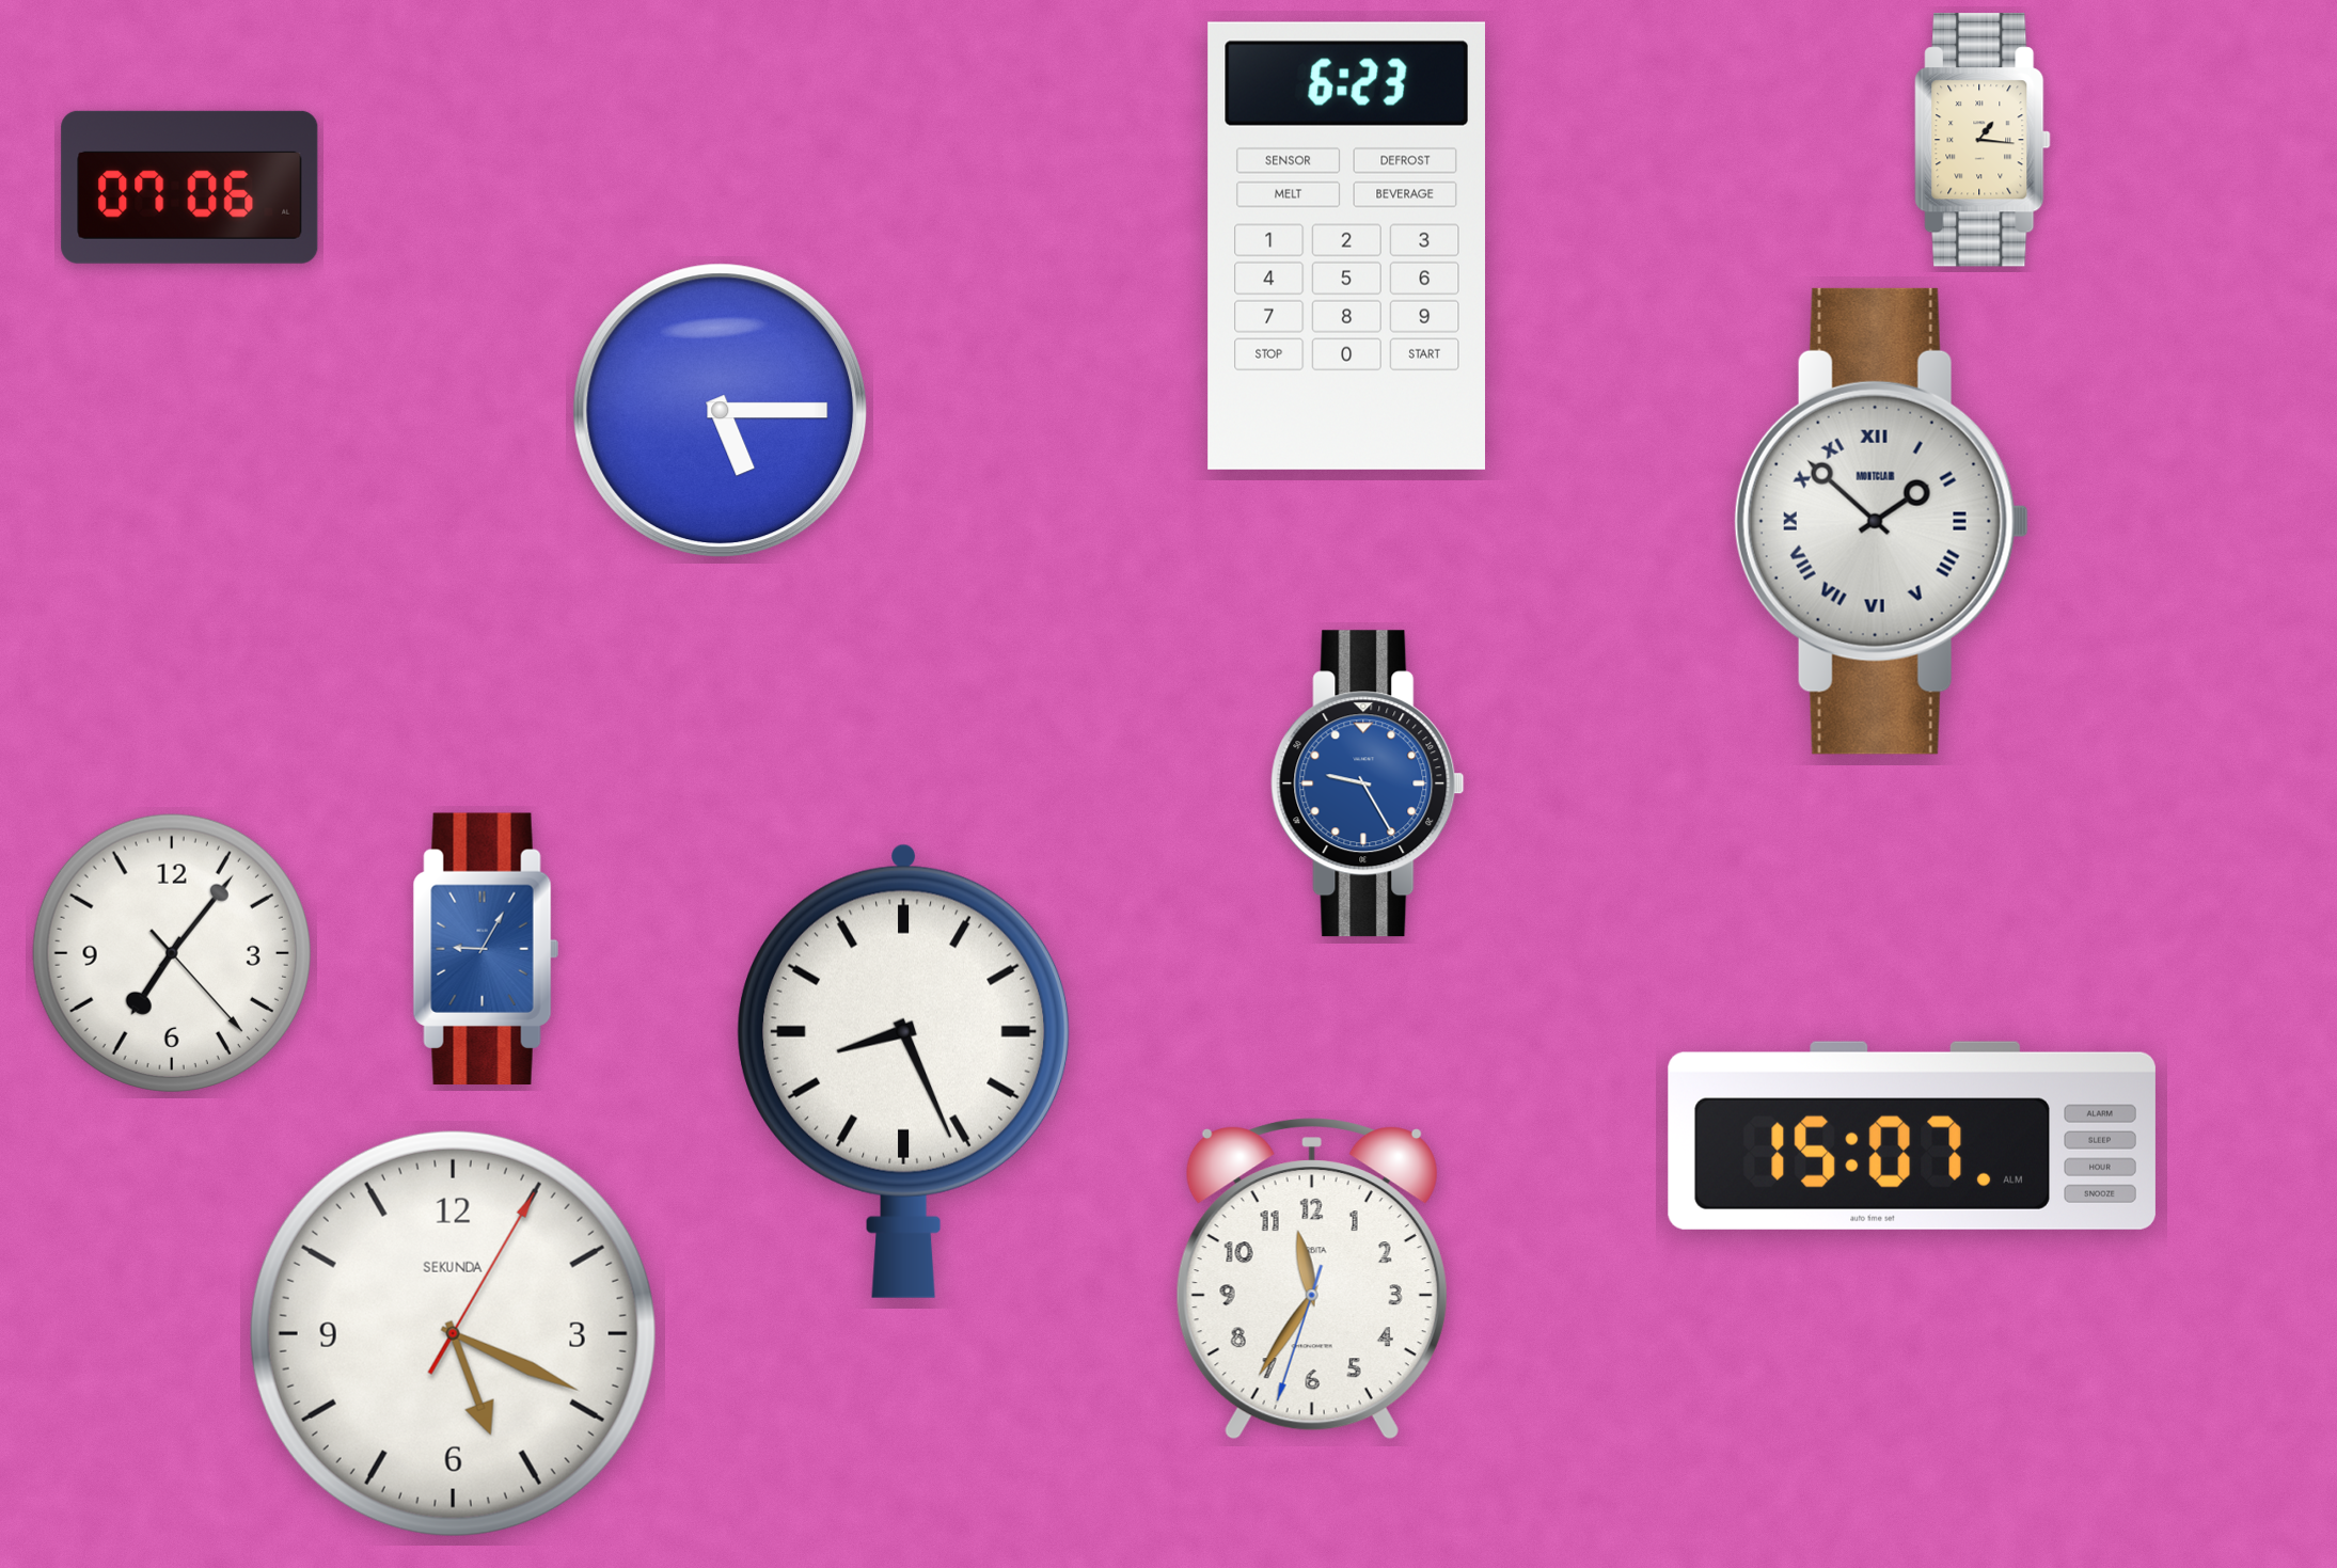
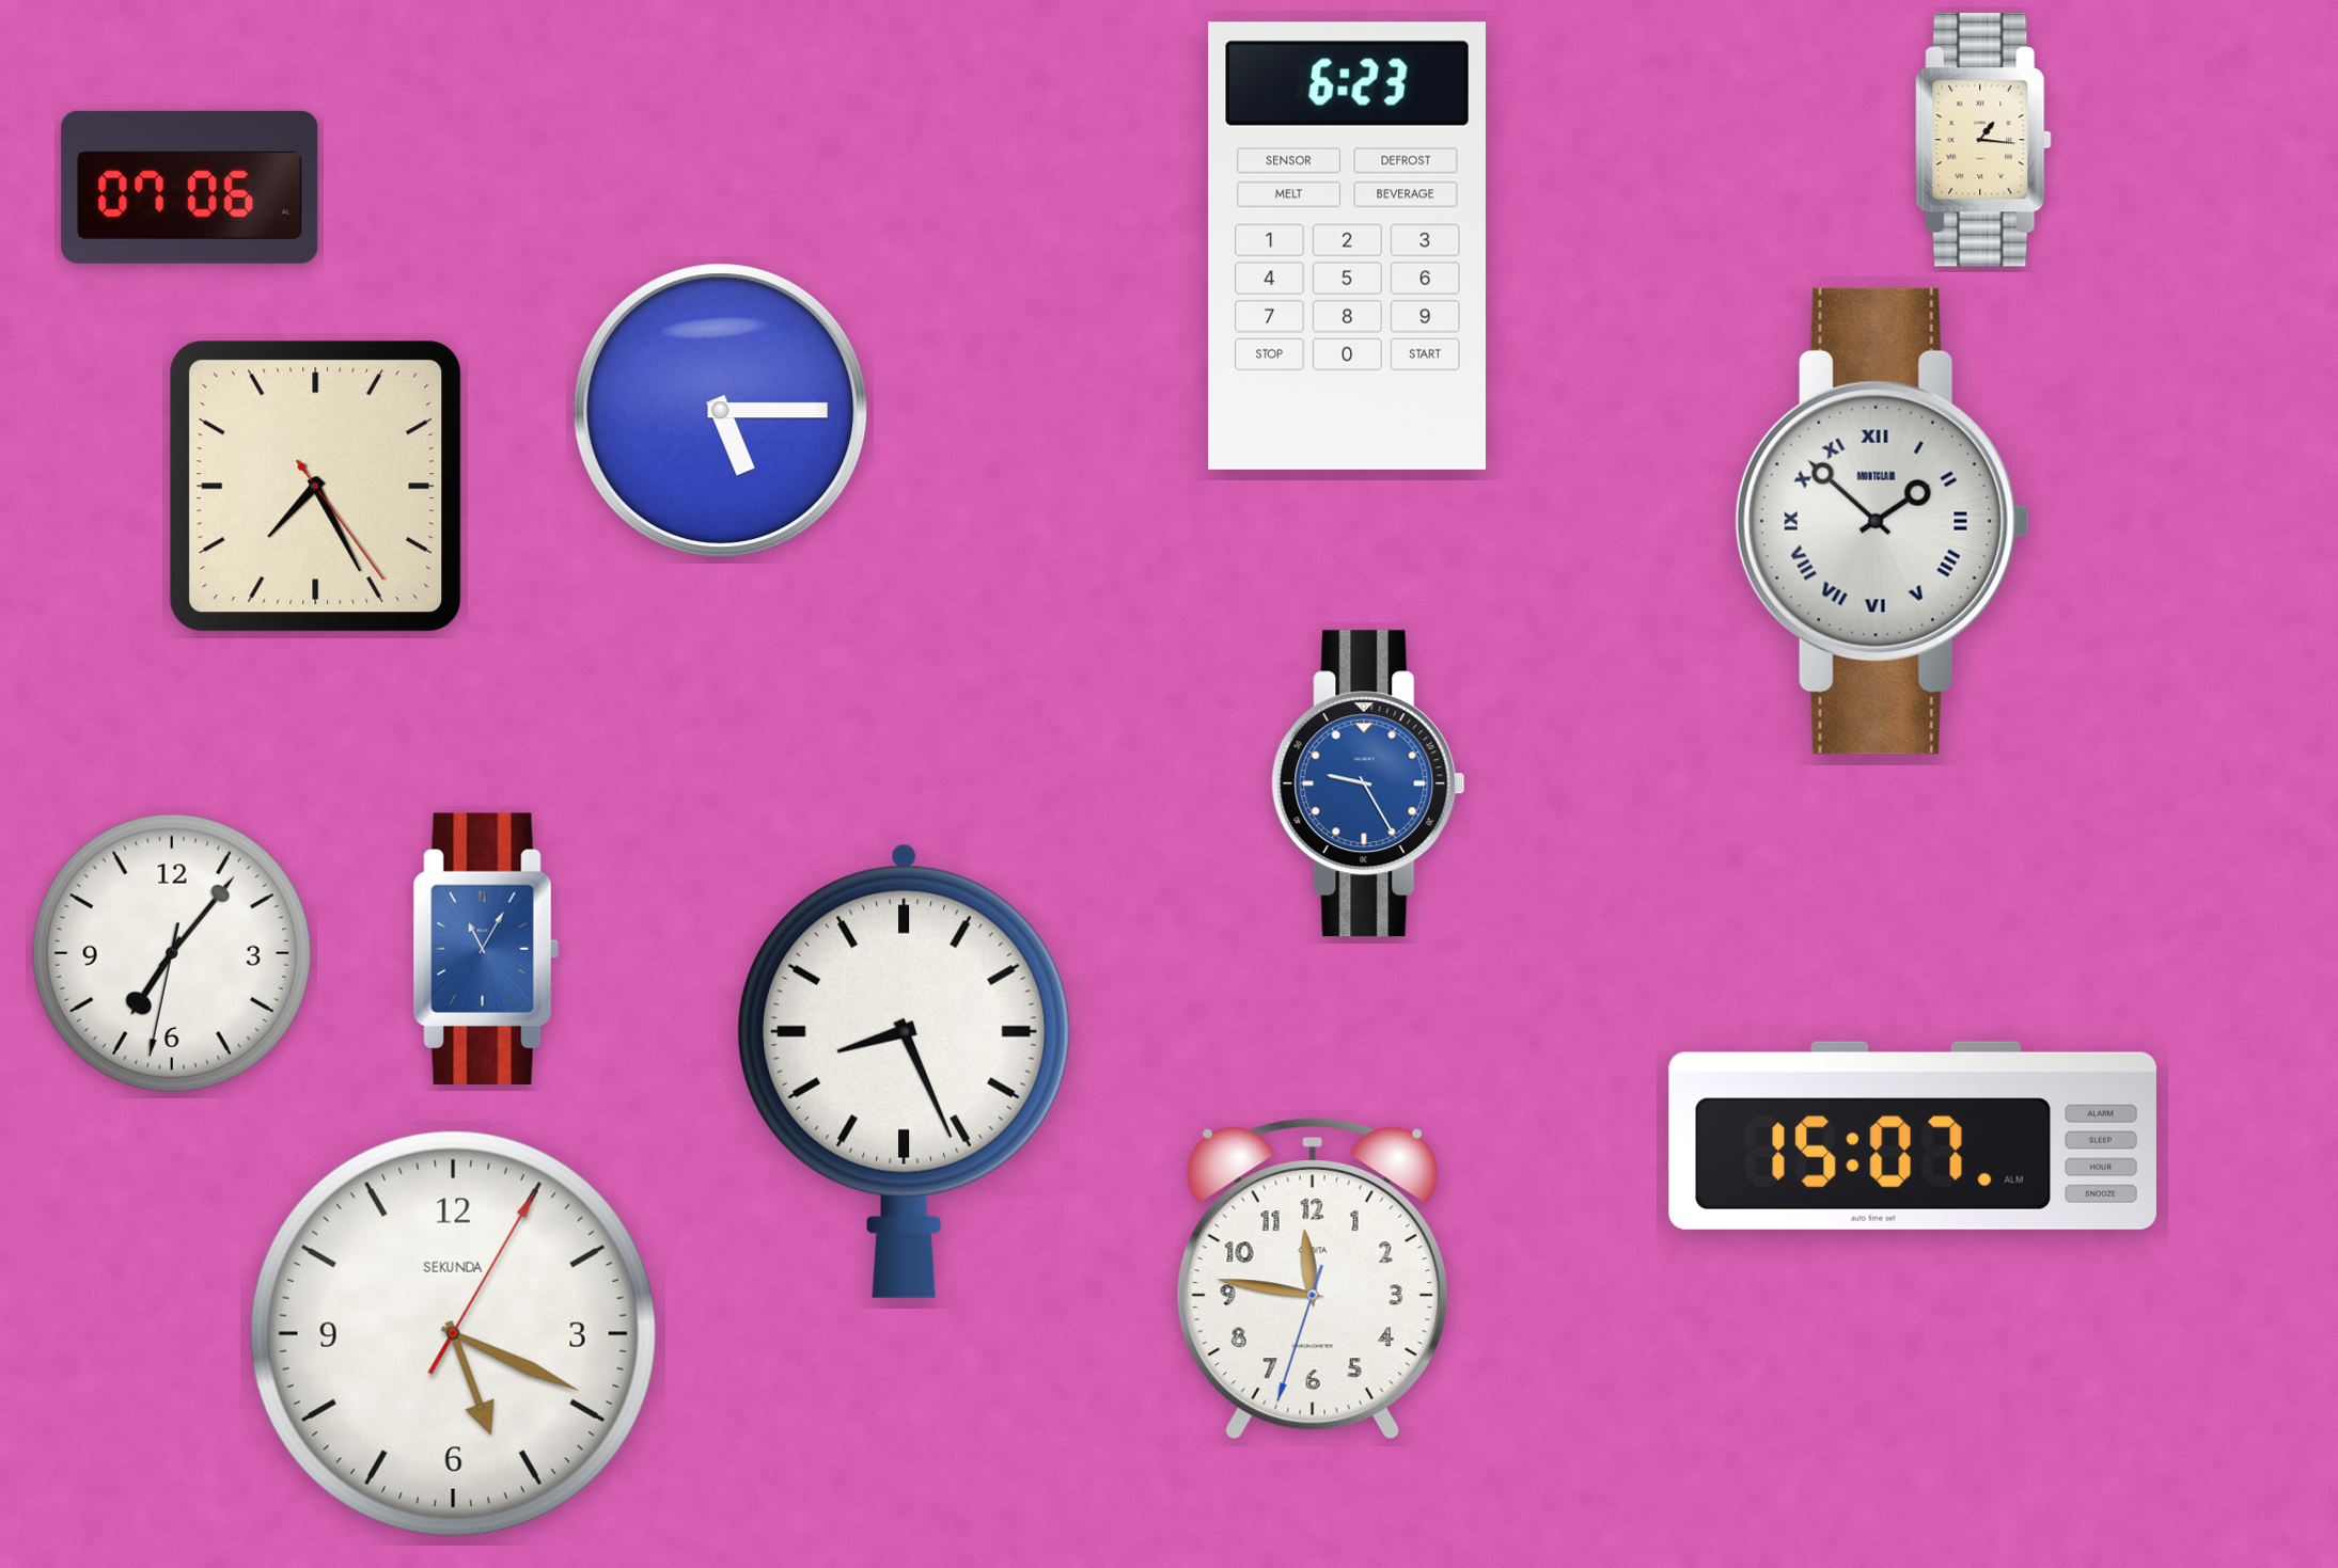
clock at (316, 487): none -> 7:25
clock at (486, 948): 9:05 -> 11:05
clock at (172, 953): 7:06:23 -> 7:06:32
clock at (1312, 1280): 11:35 -> 11:46
